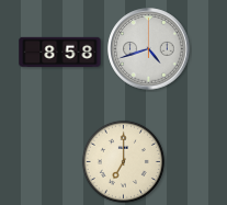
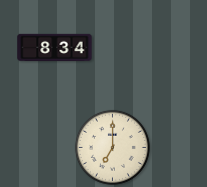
clock at (149, 49): 4:42 -> none
clock at (60, 52): 8:58 -> 8:34
